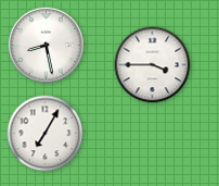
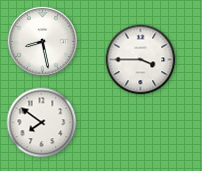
clock at (46, 134): 7:05 -> 7:51
